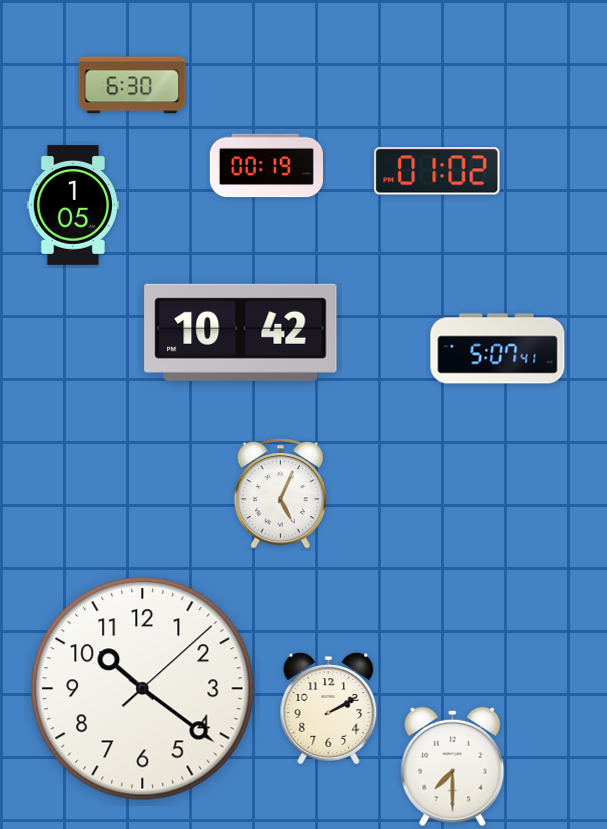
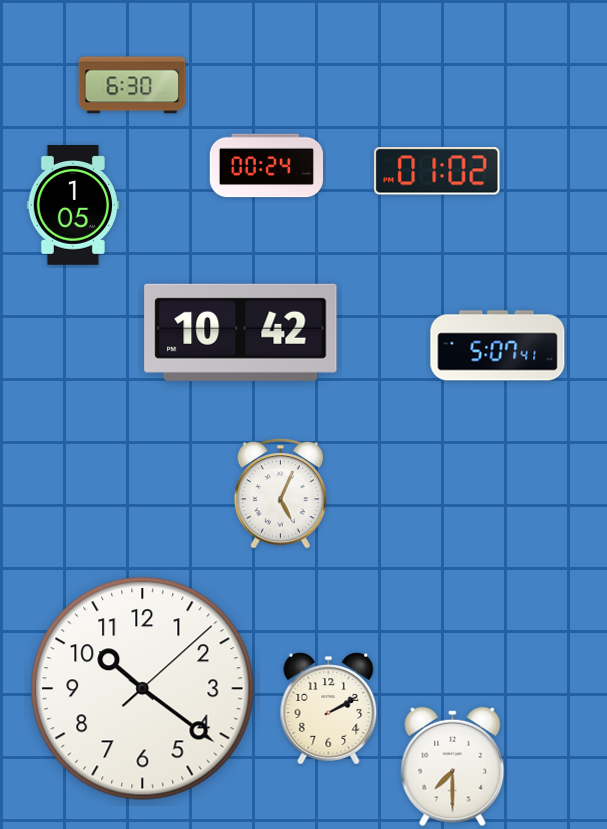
clock at (266, 166): 00:19 -> 00:24
clock at (498, 349) position: (498, 349) -> (498, 346)
